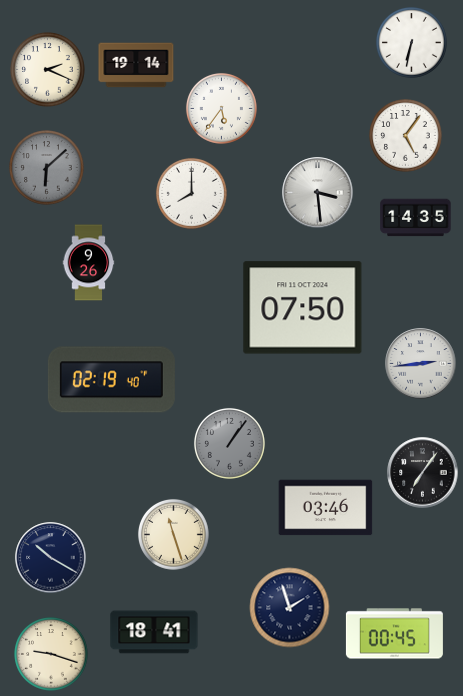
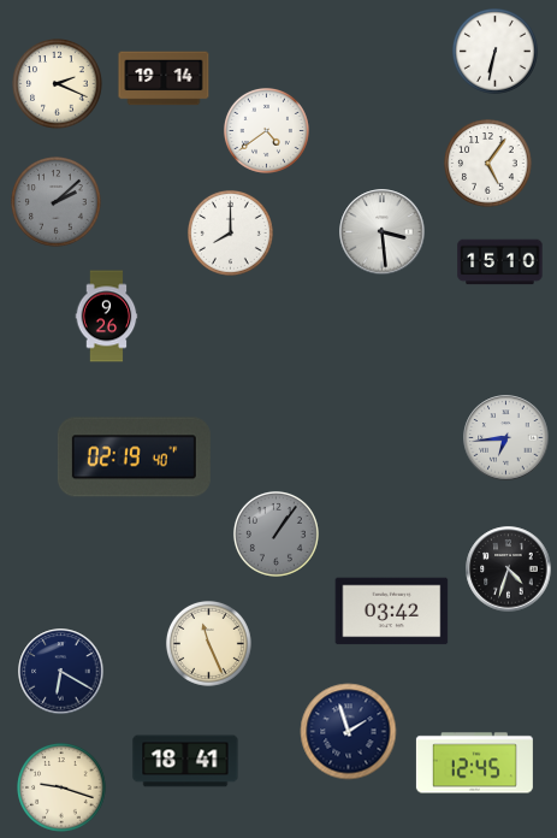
clock at (221, 108): 5:36 -> 4:39
clock at (47, 168): 6:08 -> 2:08
clock at (416, 218): 14:35 -> 15:10
clock at (303, 308): 07:50 -> none
clock at (421, 364): 2:44 -> 6:44
clock at (423, 473): 7:06 -> 4:33
clock at (326, 508): 03:46 -> 03:42
clock at (173, 534): 11:27 -> 11:26
clock at (51, 558): 10:20 -> 6:20
clock at (394, 634): 00:45 -> 12:45
